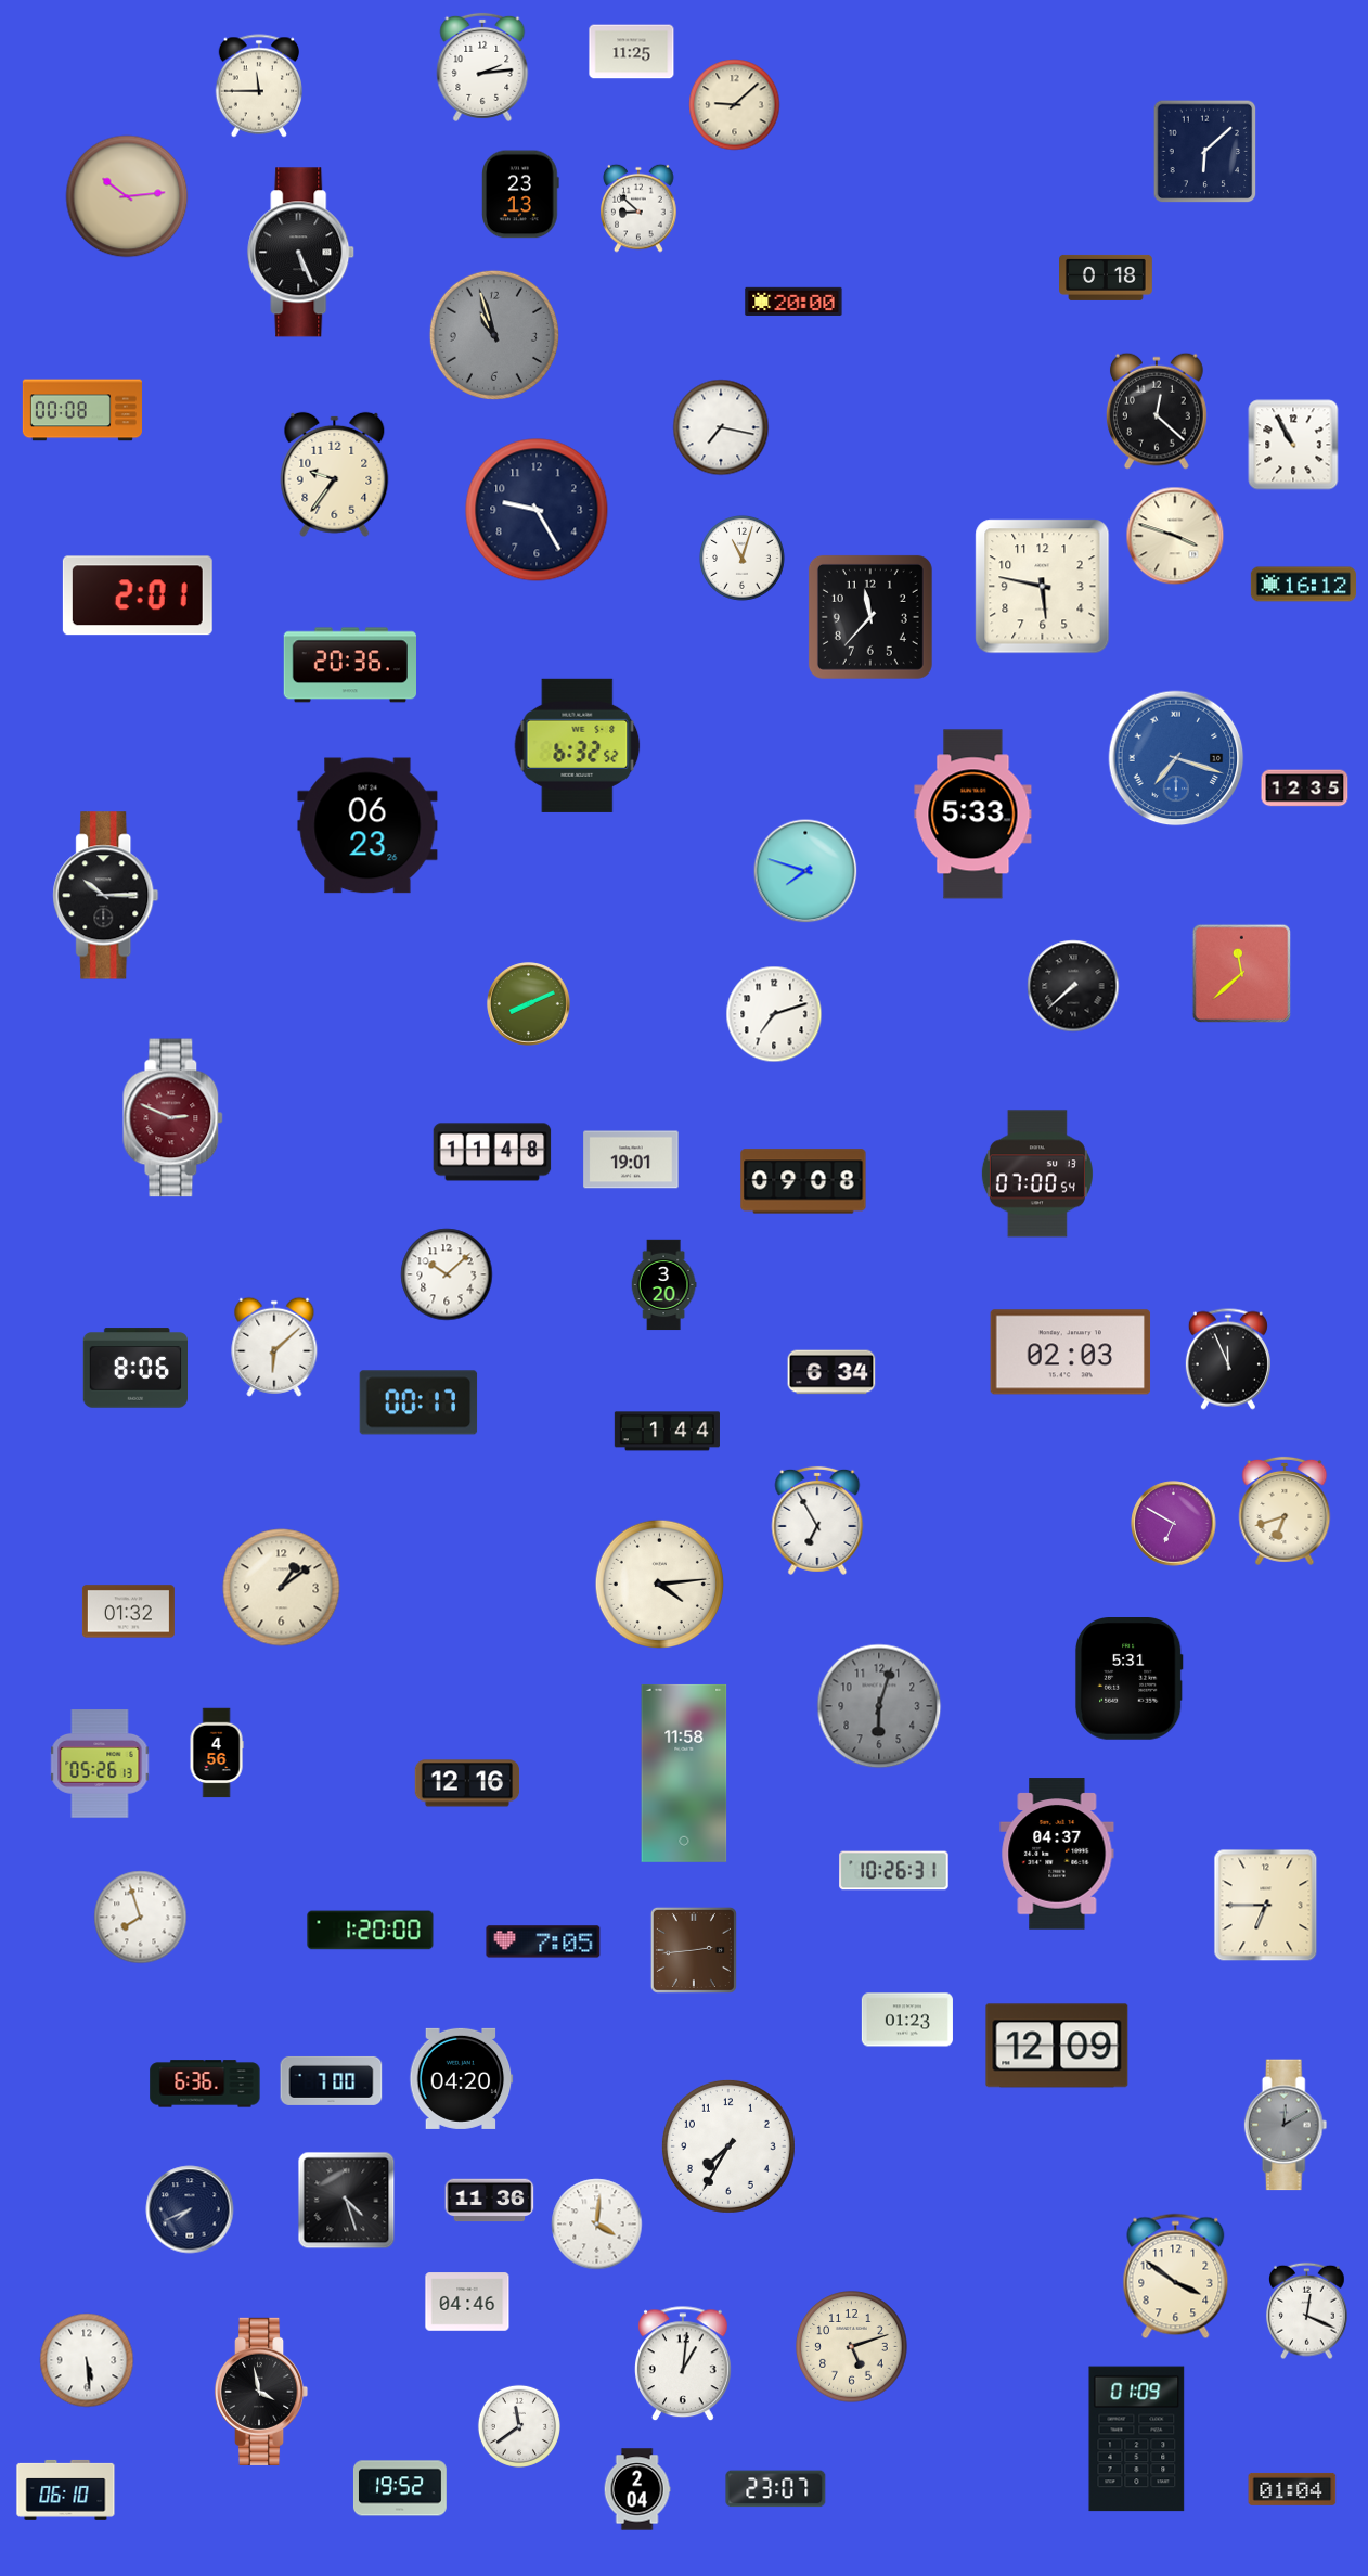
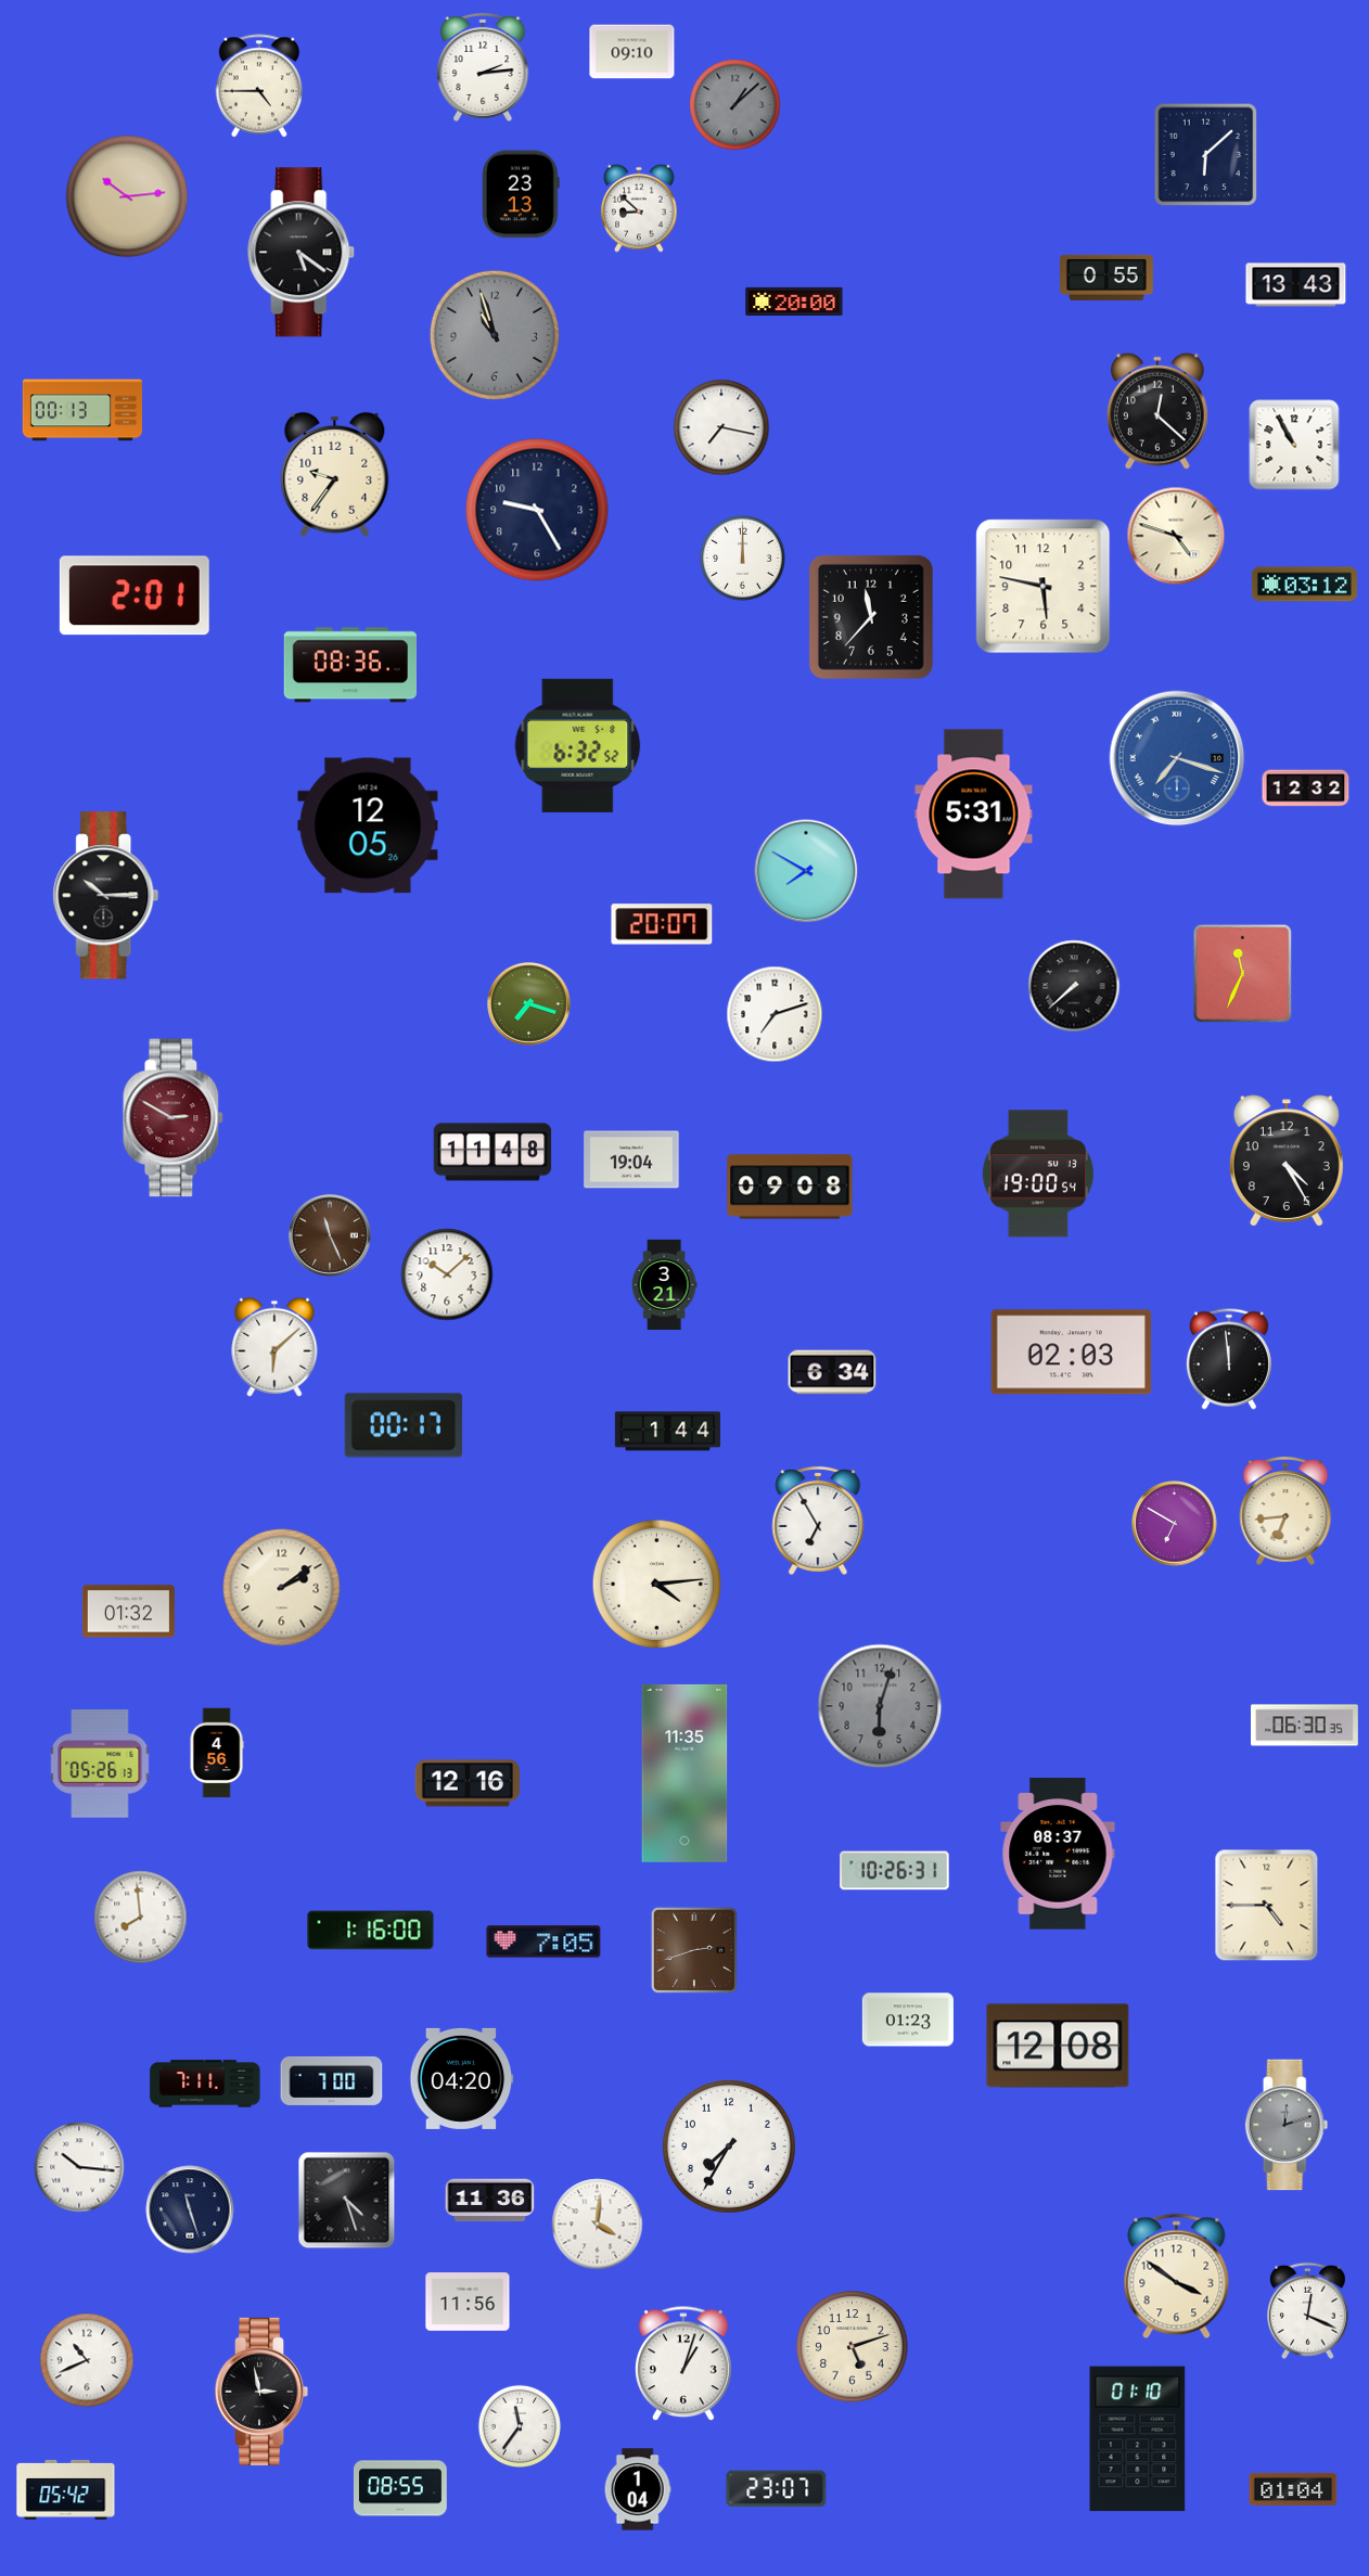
clock at (632, 52): 11:25 -> 09:10
clock at (258, 86): 11:45 -> 4:45
clock at (735, 105): 9:08 -> 1:08
clock at (735, 105) dial: cream -> grey
clock at (1205, 152) position: (1205, 152) -> (1206, 155)
clock at (301, 253): 5:26 -> 5:21
clock at (1107, 278): 0:18 -> 0:55
clock at (1296, 285): none -> 13:43
clock at (82, 410): 00:08 -> 00:13
clock at (1175, 536): 3:48 -> 4:48
clock at (741, 558): 11:03 -> 12:00
clock at (1303, 585): 16:12 -> 03:12
clock at (138, 595) position: (138, 595) -> (135, 595)
clock at (349, 665): 20:36 -> 08:36
clock at (1305, 789): 12:35 -> 12:32
clock at (973, 815): 5:33 -> 5:31
clock at (367, 825): 06:23 -> 12:05
clock at (805, 871): 7:48 -> 7:50
clock at (662, 924): none -> 20:07
clock at (1242, 974): 11:38 -> 11:34
clock at (529, 1004): 8:11 -> 7:18
clock at (173, 1118): 2:49 -> 2:50
clock at (631, 1159): 19:01 -> 19:04
clock at (1287, 1161): none -> 4:25
clock at (1037, 1174): 07:00 -> 19:00
clock at (803, 1181) position: (803, 1181) -> (790, 1187)
clock at (331, 1236): none -> 11:26
clock at (663, 1285): 3:20 -> 3:21
clock at (1228, 1359): 11:56 -> 11:59
clock at (135, 1368): 8:06 -> none
clock at (418, 1402) position: (418, 1402) -> (404, 1425)
clock at (1285, 1511): 6:42 -> 6:44
clock at (659, 1584) position: (659, 1584) -> (656, 1584)
clock at (282, 1588): 1:09 -> 2:09
clock at (1128, 1679): 5:31 -> none
clock at (1305, 1726): none -> 06:30
clock at (684, 1773): 11:58 -> 11:35
clock at (1057, 1854): 04:37 -> 08:37
clock at (1266, 1906): 6:45 -> 4:45
clock at (141, 1918): 7:57 -> 7:59
clock at (371, 1931): 1:20 -> 1:16
clock at (694, 1950): 2:44 -> 2:42
clock at (1057, 2046): 12:09 -> 12:08
clock at (205, 2084): 6:36 -> 7:11
clock at (1286, 2125): 12:10 -> 12:12
clock at (79, 2167): none -> 10:16
clock at (190, 2209): 7:41 -> 11:27
clock at (467, 2302): 04:46 -> 11:56
clock at (87, 2360): 5:29 -> 10:41
clock at (684, 2364): 1:01 -> 1:03
clock at (261, 2392): 3:58 -> 2:58
clock at (519, 2426): 11:39 -> 11:36
clock at (1137, 2439): 01:09 -> 01:10
clock at (400, 2488): 19:52 -> 08:55
clock at (66, 2489): 06:10 -> 05:42
clock at (637, 2489): 2:04 -> 1:04
